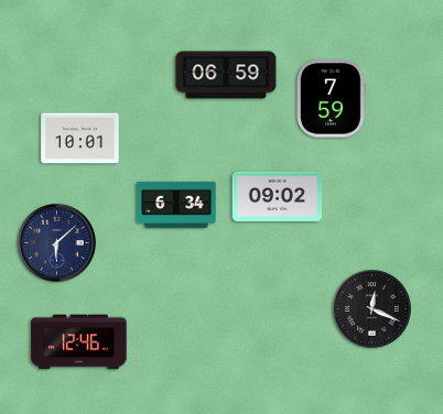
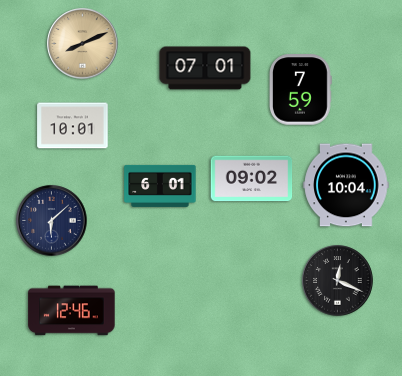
clock at (83, 44): none -> 8:11
clock at (226, 75): 06:59 -> 07:01
clock at (346, 185): none -> 10:04
clock at (176, 205): 6:34 -> 6:01
